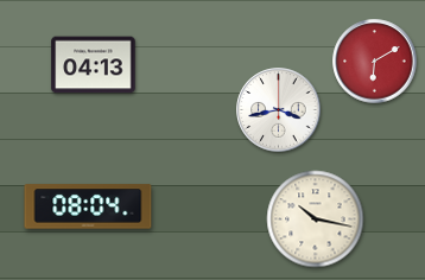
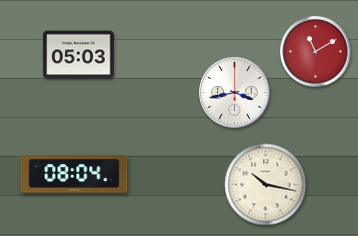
clock at (375, 62): 6:10 -> 11:10
clock at (94, 65): 04:13 -> 05:03
